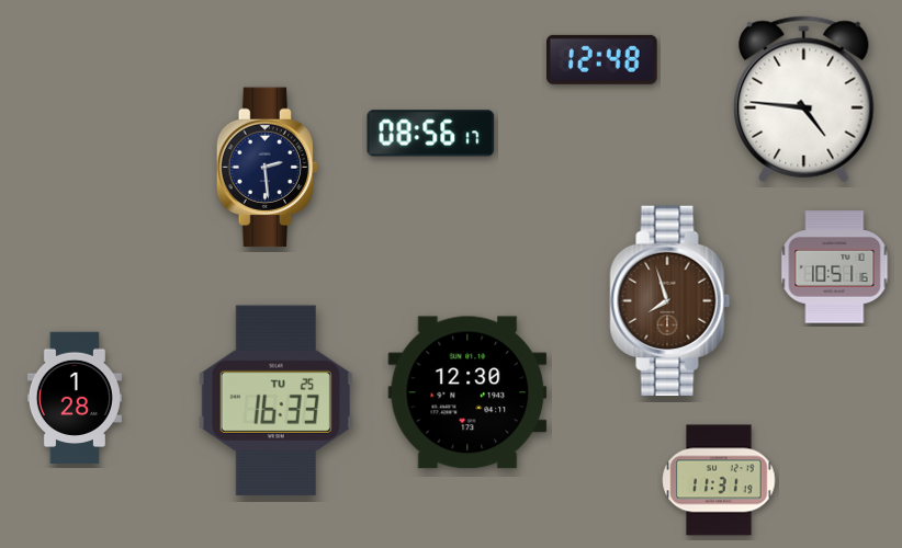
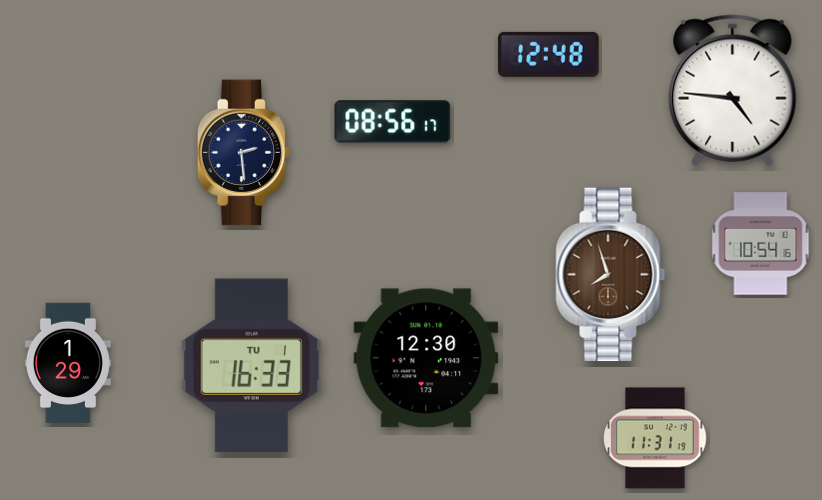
clock at (835, 267): 10:51 -> 10:54
clock at (75, 398): 1:28 -> 1:29
clock at (275, 400) date: TU 25 -> TU 1
